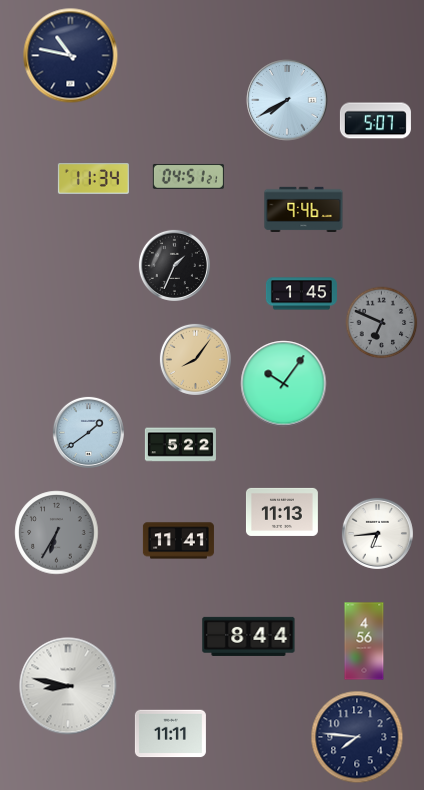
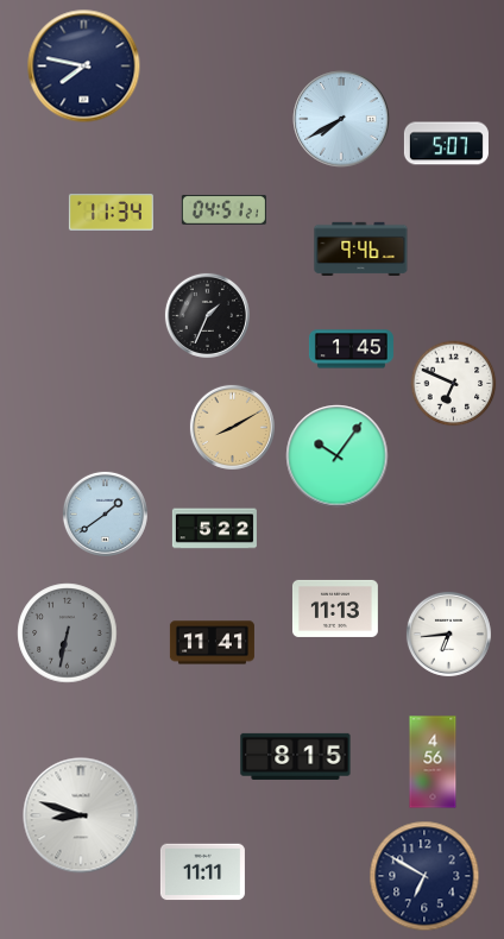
clock at (71, 56): 10:47 -> 7:47
clock at (301, 294) position: (301, 294) -> (351, 349)
clock at (382, 323) dial: grey -> white
clock at (195, 359): 8:06 -> 8:10
clock at (57, 533): 6:35 -> 6:32
clock at (249, 636): 8:44 -> 8:15
clock at (68, 686): 8:47 -> 8:48
clock at (357, 737): 7:46 -> 6:50
